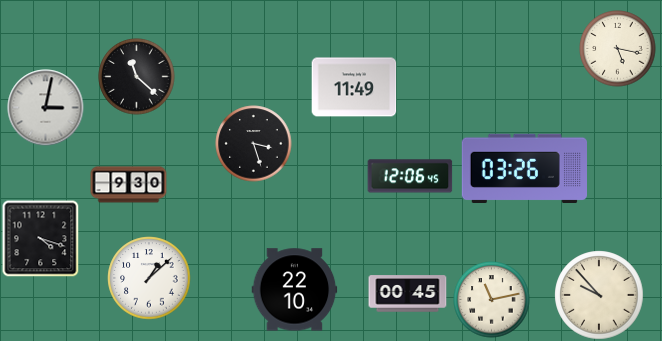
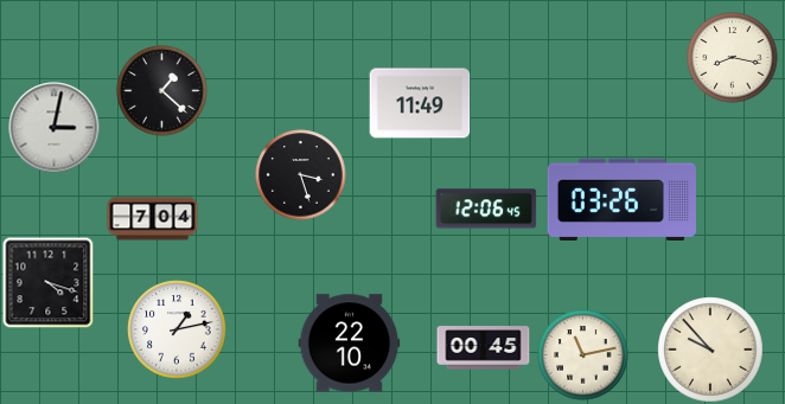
clock at (618, 49): 5:17 -> 8:17
clock at (137, 77): 11:22 -> 1:22
clock at (254, 144) position: (254, 144) -> (301, 175)
clock at (129, 185): 9:30 -> 7:04
clock at (149, 278): 1:08 -> 1:13
